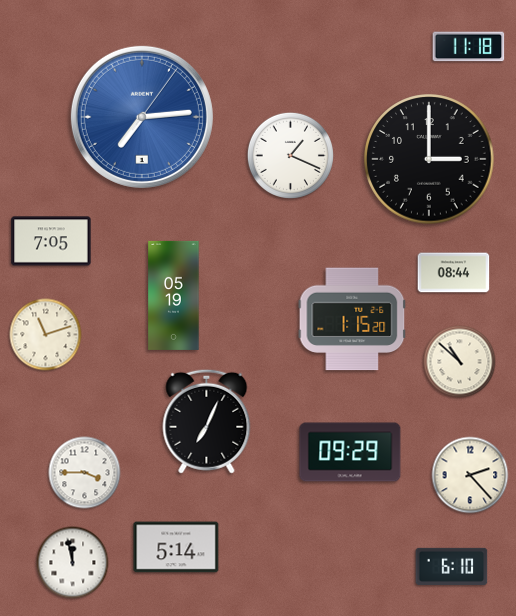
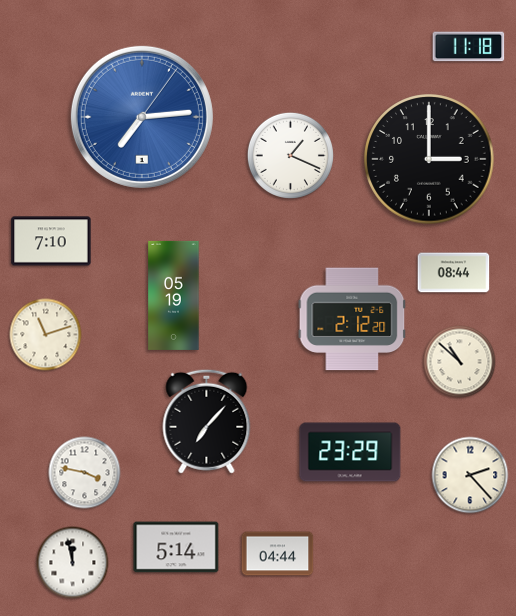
clock at (51, 241): 7:05 -> 7:10
clock at (352, 319): 1:15 -> 2:12
clock at (207, 421): 7:04 -> 7:07
clock at (350, 452): 09:29 -> 23:29
clock at (85, 473): 3:45 -> 3:47
clock at (278, 554): none -> 04:44
clock at (452, 566): 6:10 -> none
